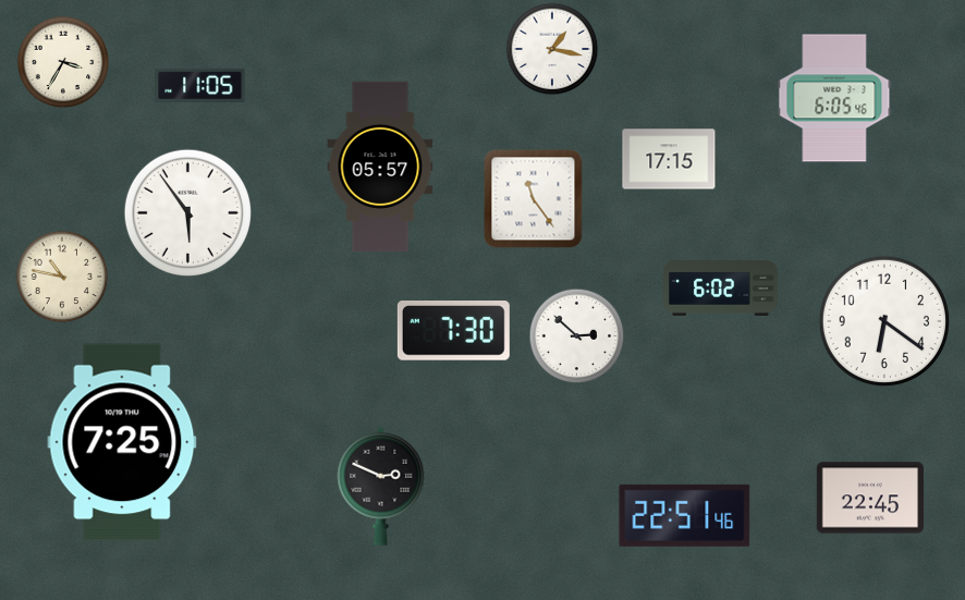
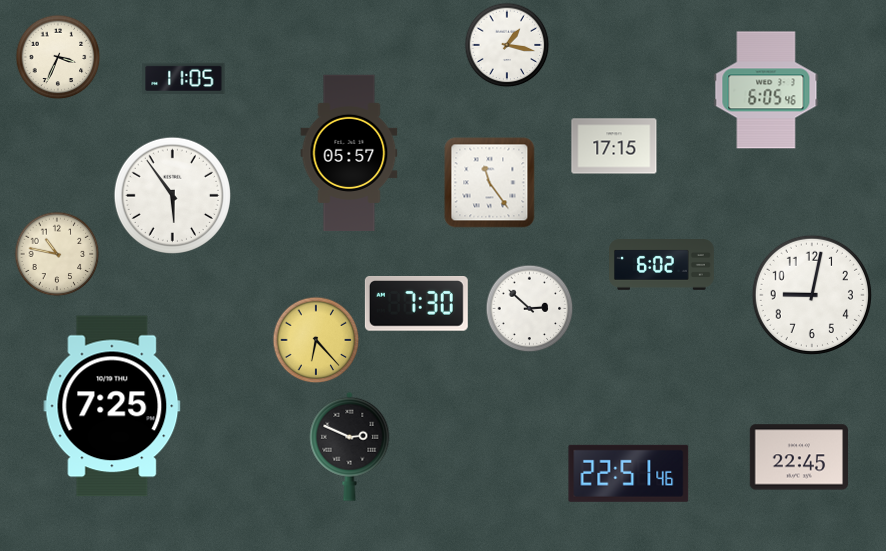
clock at (63, 62): 3:35 -> 3:34
clock at (884, 321): 6:21 -> 9:02
clock at (316, 340): none -> 6:23
